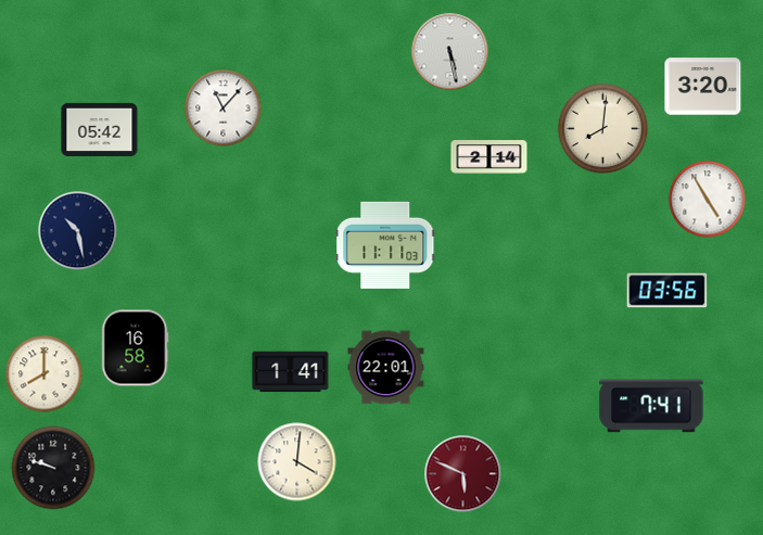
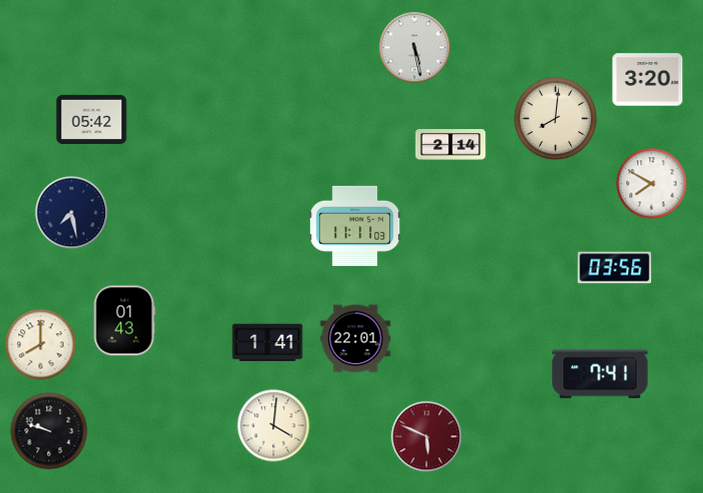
clock at (224, 109): 11:07 -> none
clock at (708, 200): 4:55 -> 7:50
clock at (78, 231): 10:28 -> 7:28
clock at (135, 348): 16:58 -> 01:43
